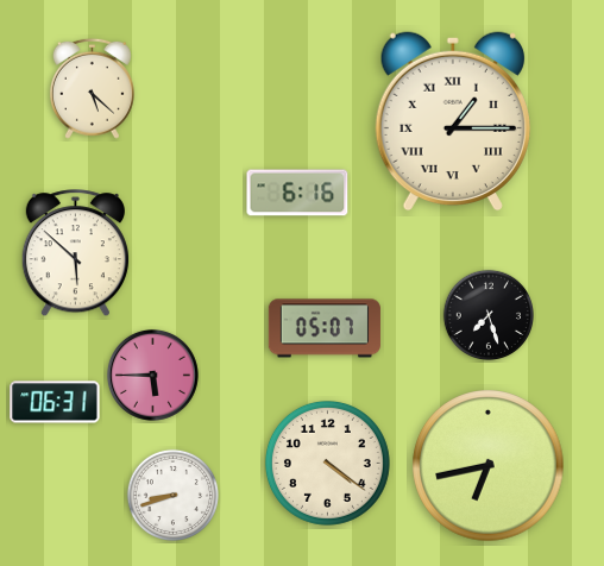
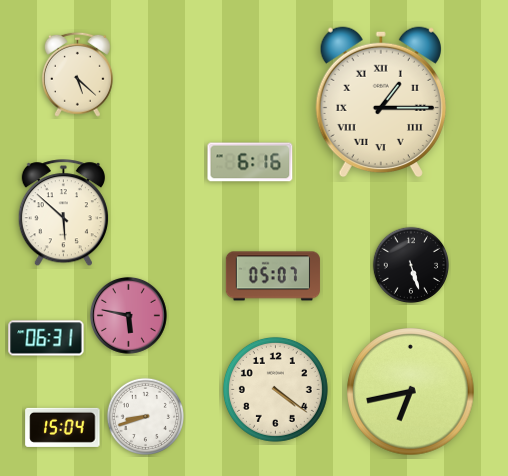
clock at (487, 314): 7:27 -> 5:27
clock at (152, 375): 5:45 -> 5:47
clock at (63, 427): none -> 15:04
